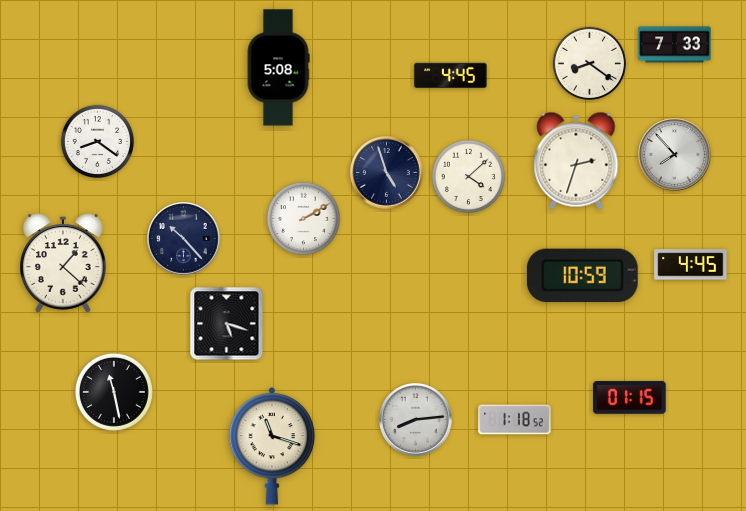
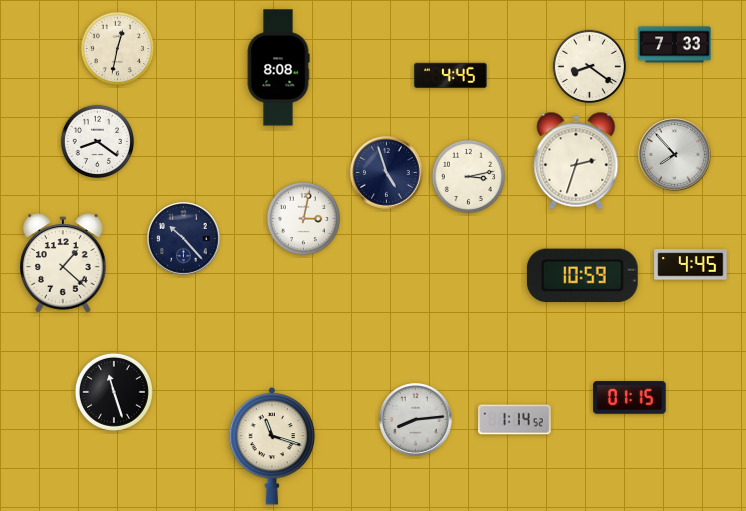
clock at (117, 48): none -> 12:32
clock at (589, 63) position: (589, 63) -> (589, 66)
clock at (278, 68): 5:08 -> 8:08
clock at (468, 176): 4:08 -> 3:13
clock at (303, 218): 2:10 -> 3:02
clock at (227, 324): 5:18 -> none
clock at (114, 392): 11:28 -> 11:27
clock at (515, 420): 1:18 -> 1:14
